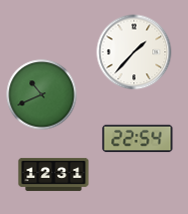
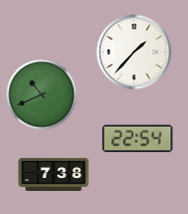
clock at (54, 174): 12:31 -> 7:38
